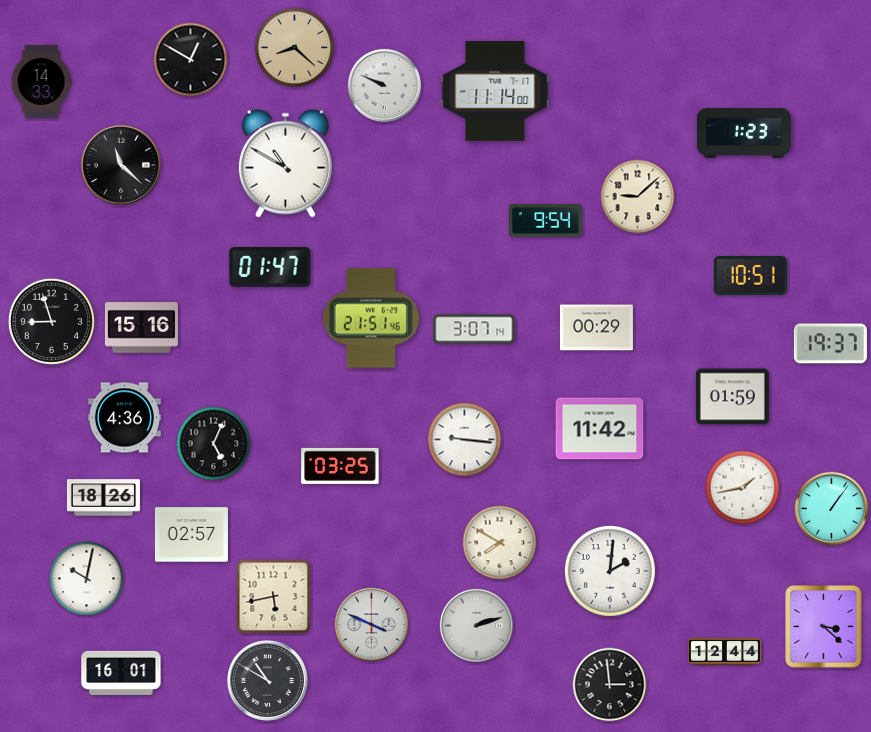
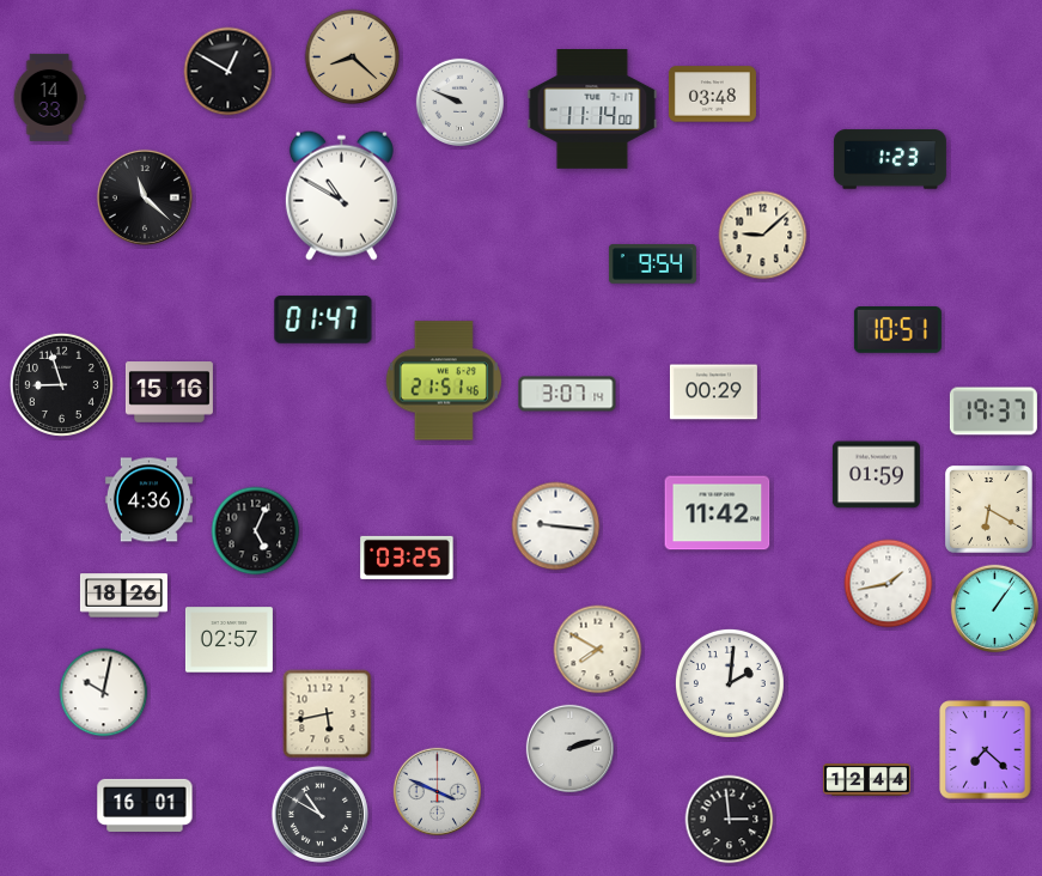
clock at (712, 95): none -> 03:48
clock at (989, 510): none -> 6:20
clock at (371, 624) position: (371, 624) -> (437, 791)
clock at (824, 627): 3:22 -> 7:22
